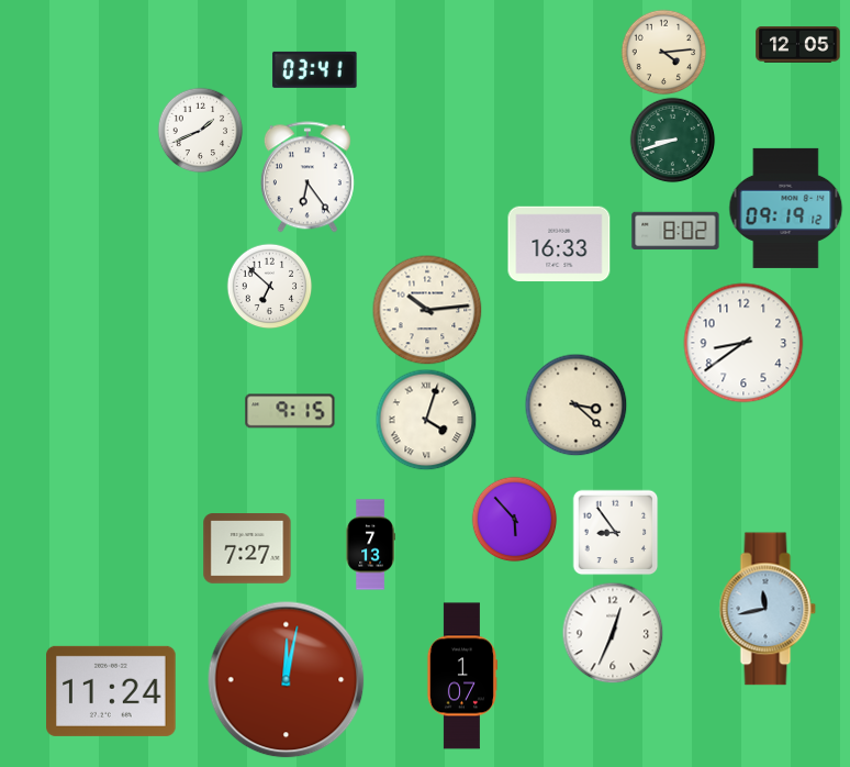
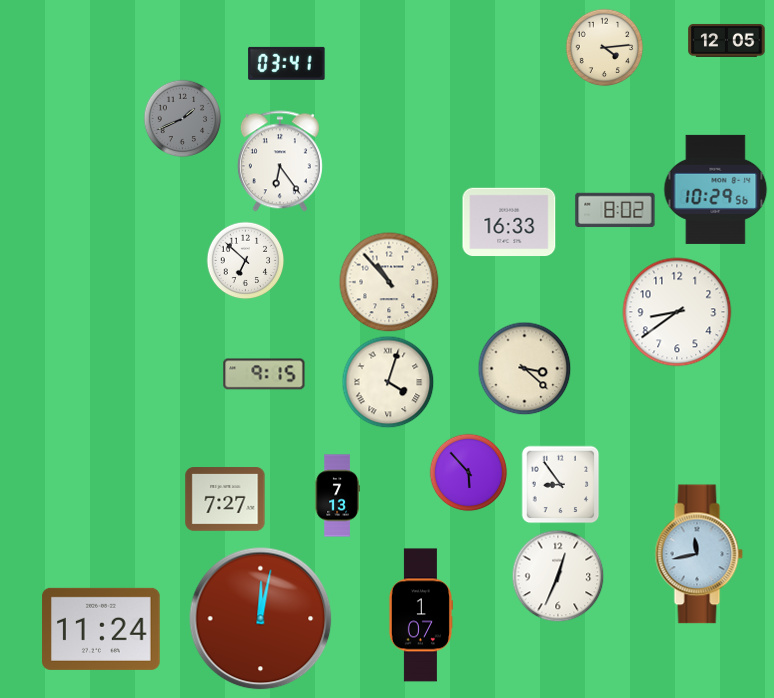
clock at (200, 130) dial: white -> grey
clock at (672, 140): 8:42 -> none
clock at (786, 208): 09:19 -> 10:29
clock at (427, 310): 10:14 -> 10:53
